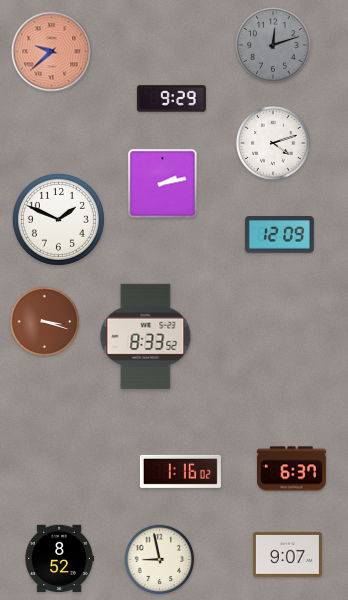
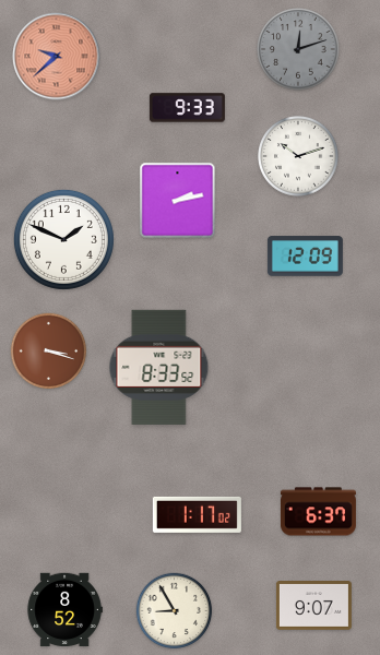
clock at (171, 99): 9:29 -> 9:33
clock at (273, 143): 4:12 -> 10:12
clock at (180, 471): 1:16 -> 1:17
clock at (160, 560): 8:58 -> 8:55
